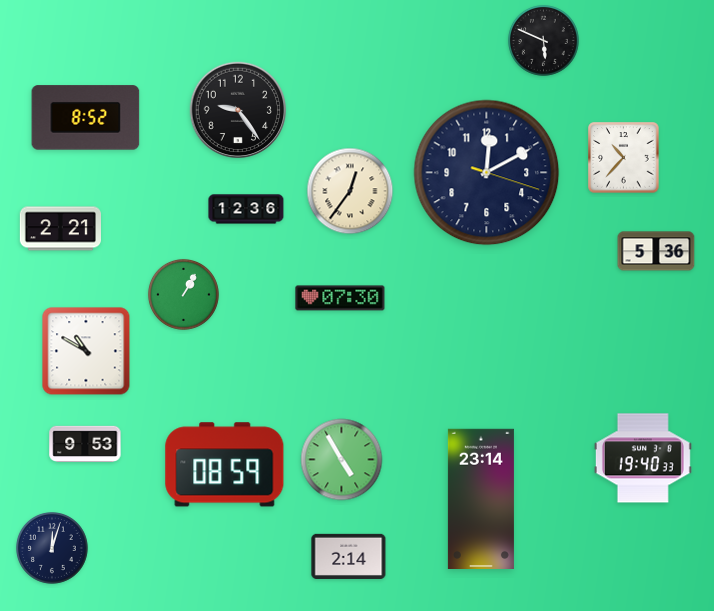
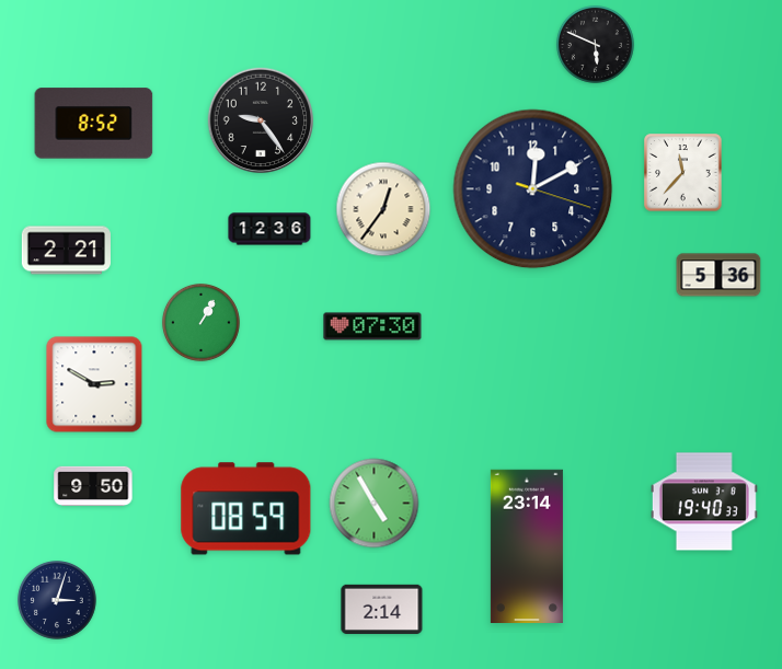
clock at (86, 118) position: (86, 118) -> (94, 124)
clock at (624, 158): 10:37 -> 11:37
clock at (86, 351): 10:50 -> 2:50
clock at (85, 443): 9:53 -> 9:50
clock at (53, 549): 12:03 -> 3:03
